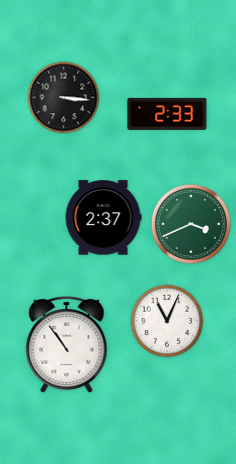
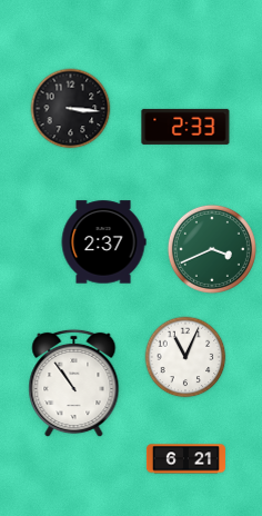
clock at (103, 218) position: (103, 218) -> (103, 242)
clock at (185, 459): none -> 6:21
